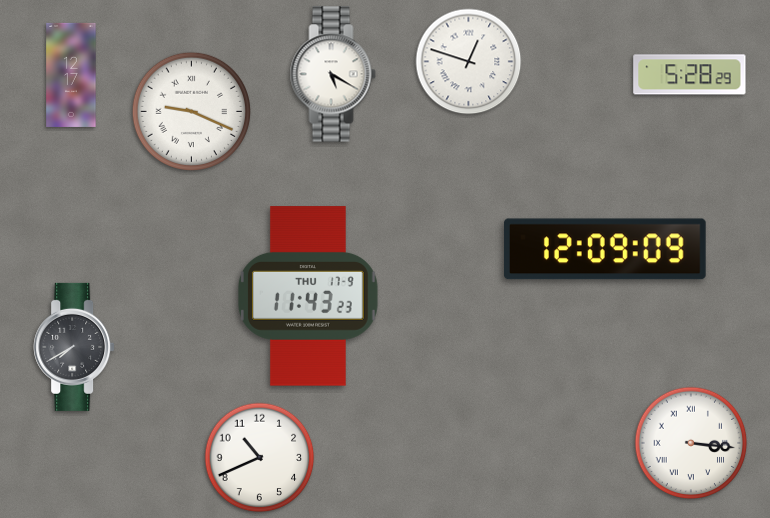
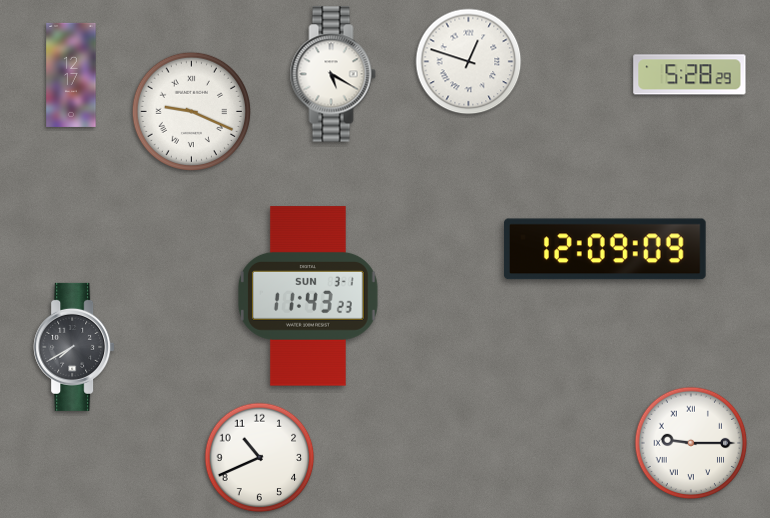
clock at (309, 296) date: THU 17-9 -> SUN 3-1
clock at (691, 443): 3:16 -> 9:15
